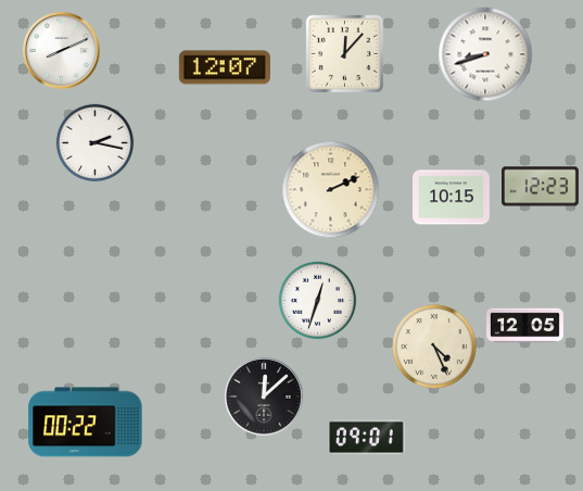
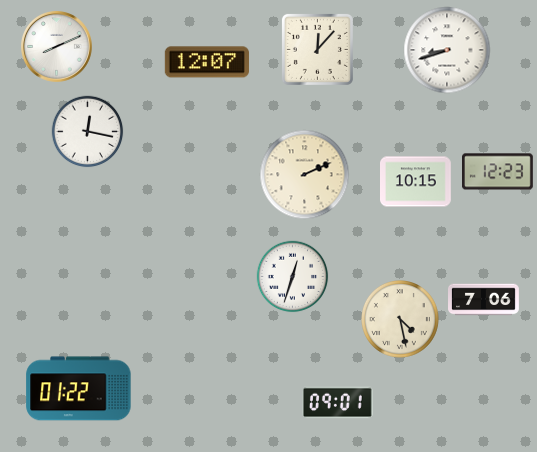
clock at (96, 143): 2:17 -> 12:17
clock at (525, 326): 12:05 -> 7:06
clock at (435, 348): 4:26 -> 4:28
clock at (265, 398): 12:08 -> none
clock at (86, 423): 00:22 -> 01:22
